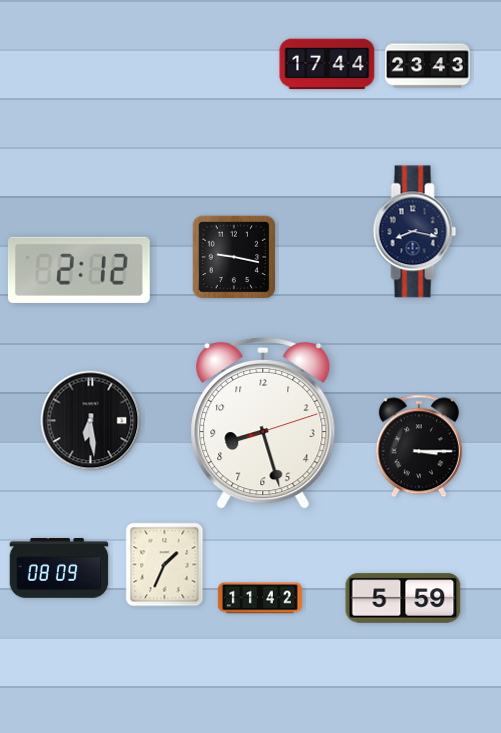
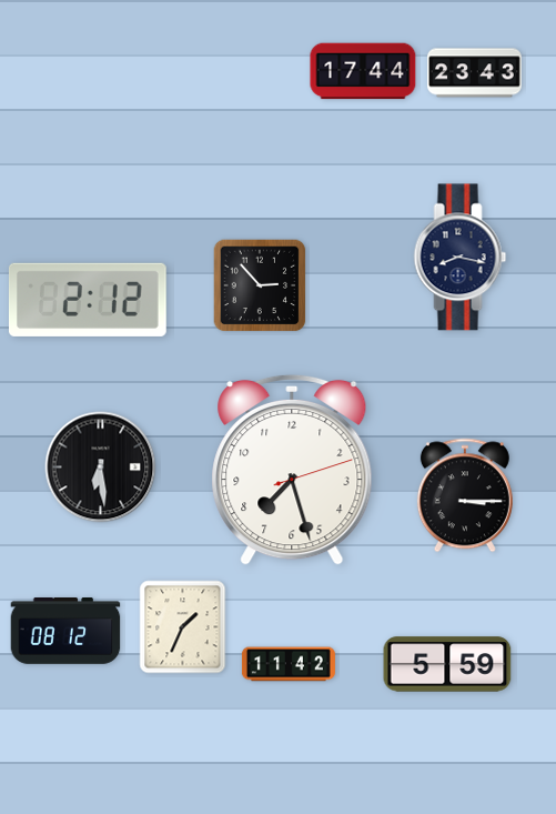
clock at (234, 257): 9:17 -> 2:53
clock at (263, 423): 8:27 -> 7:27
clock at (59, 568): 08:09 -> 08:12
